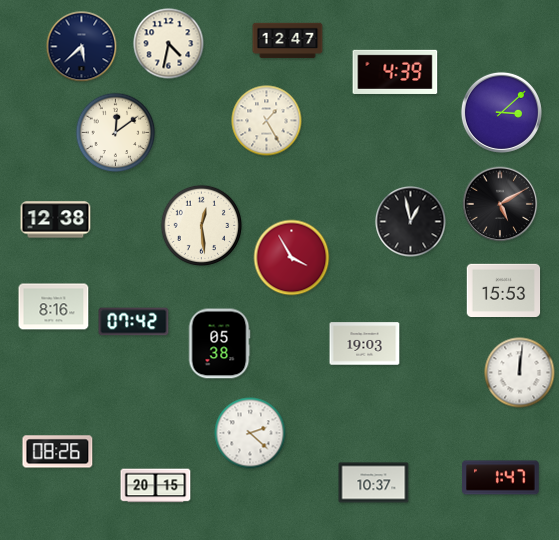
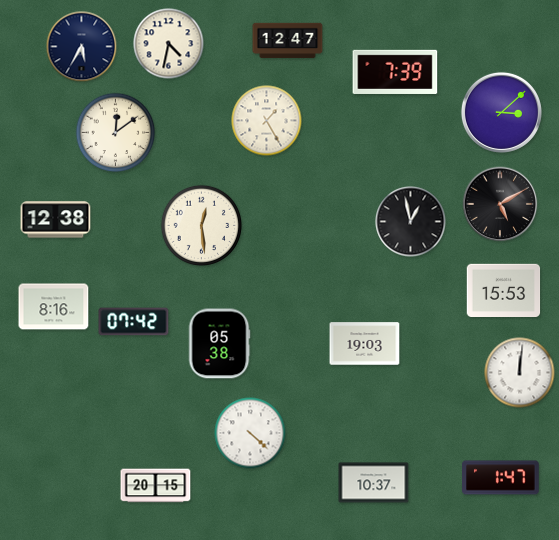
clock at (82, 47): 5:38 -> 5:35
clock at (395, 72): 4:39 -> 7:39
clock at (292, 258): 3:55 -> none
clock at (250, 433): 2:22 -> 4:22
clock at (58, 452): 08:26 -> none
